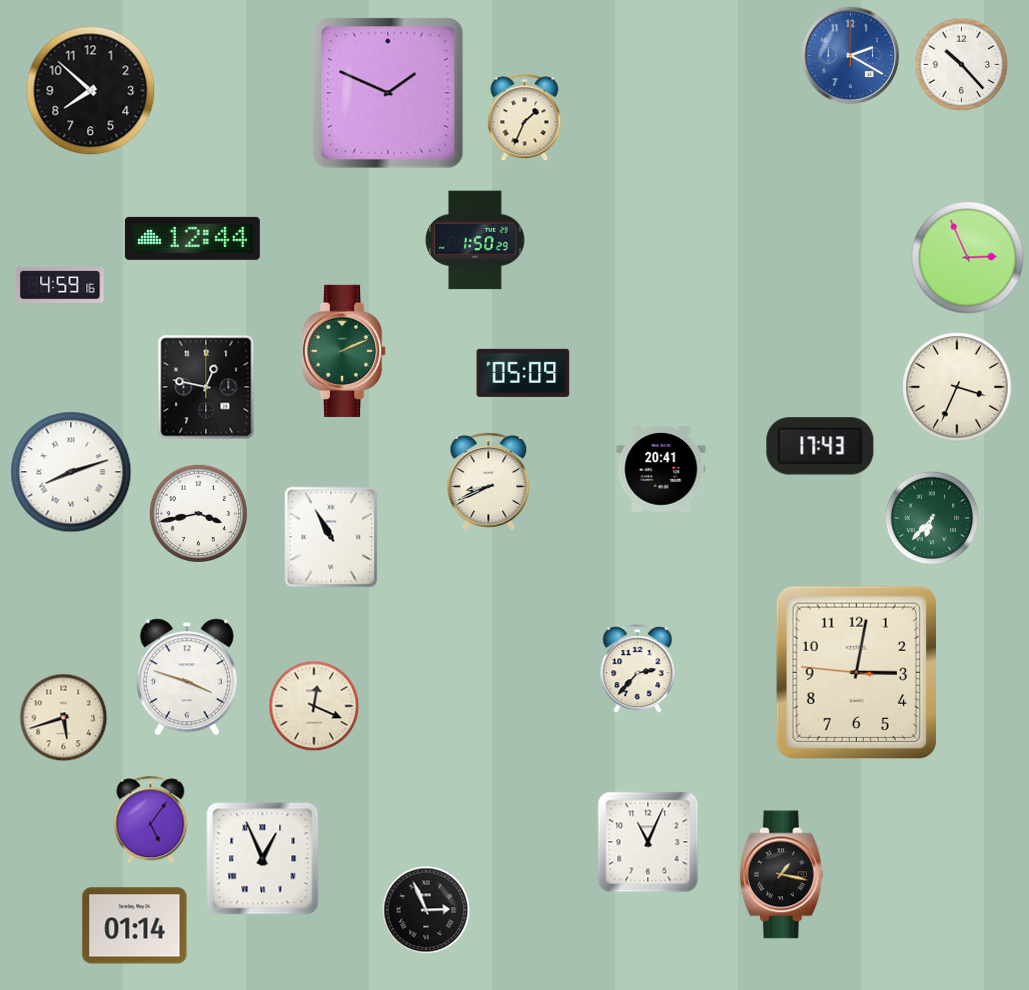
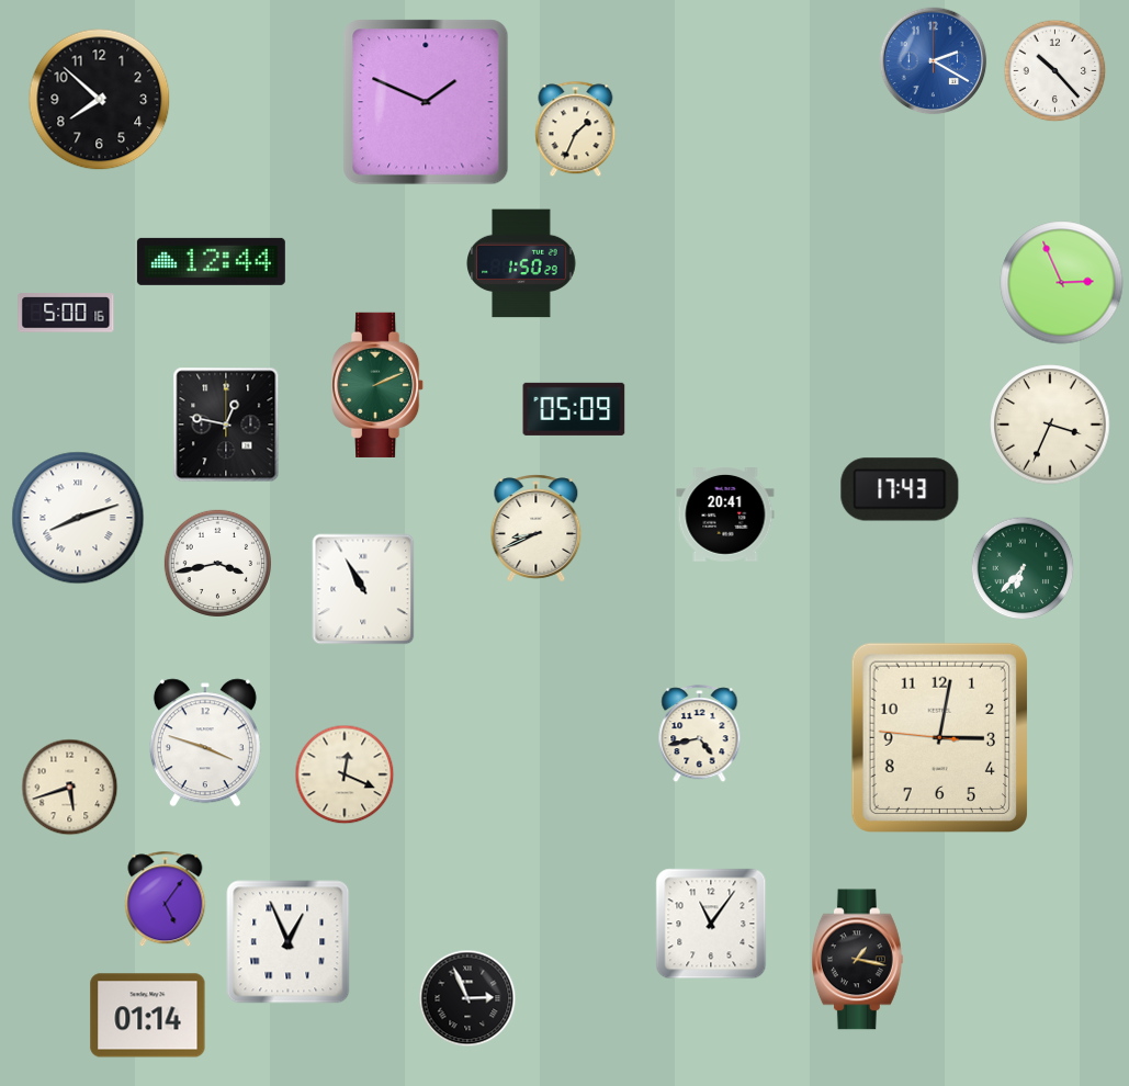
clock at (60, 285): 4:59 -> 5:00
clock at (638, 669): 2:37 -> 4:43
clock at (648, 842): 11:04 -> 11:06
